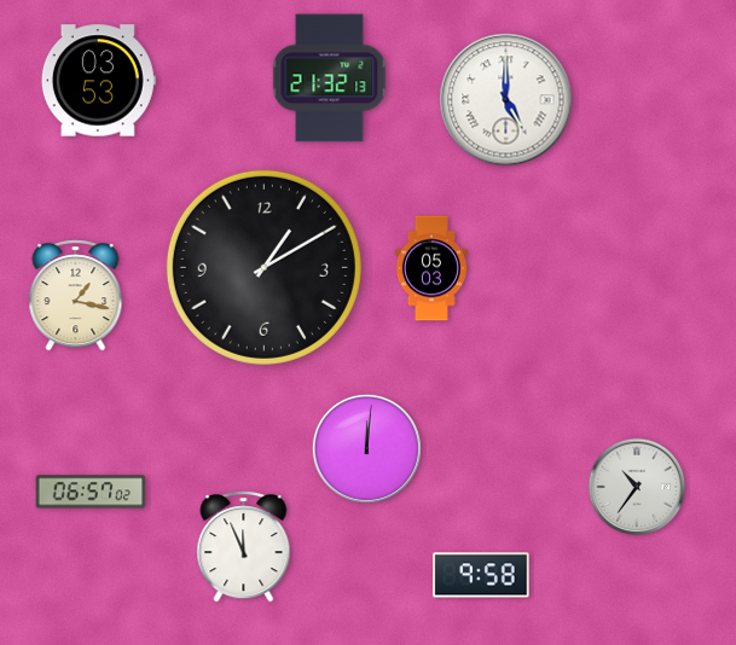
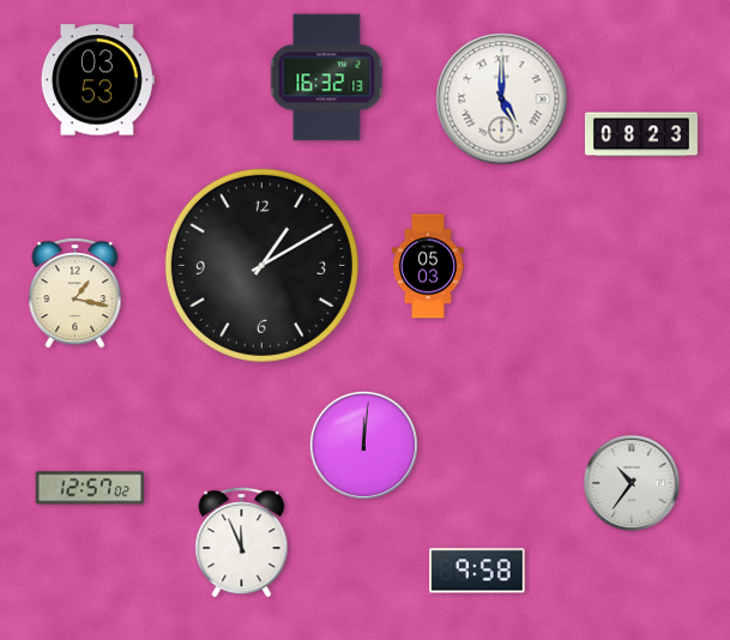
clock at (330, 79): 21:32 -> 16:32
clock at (641, 134): none -> 08:23
clock at (91, 492): 06:57 -> 12:57
